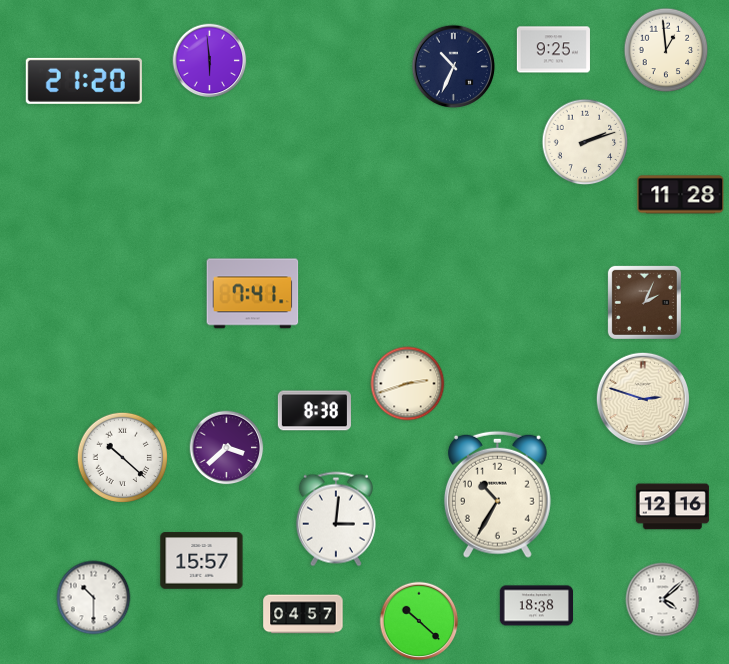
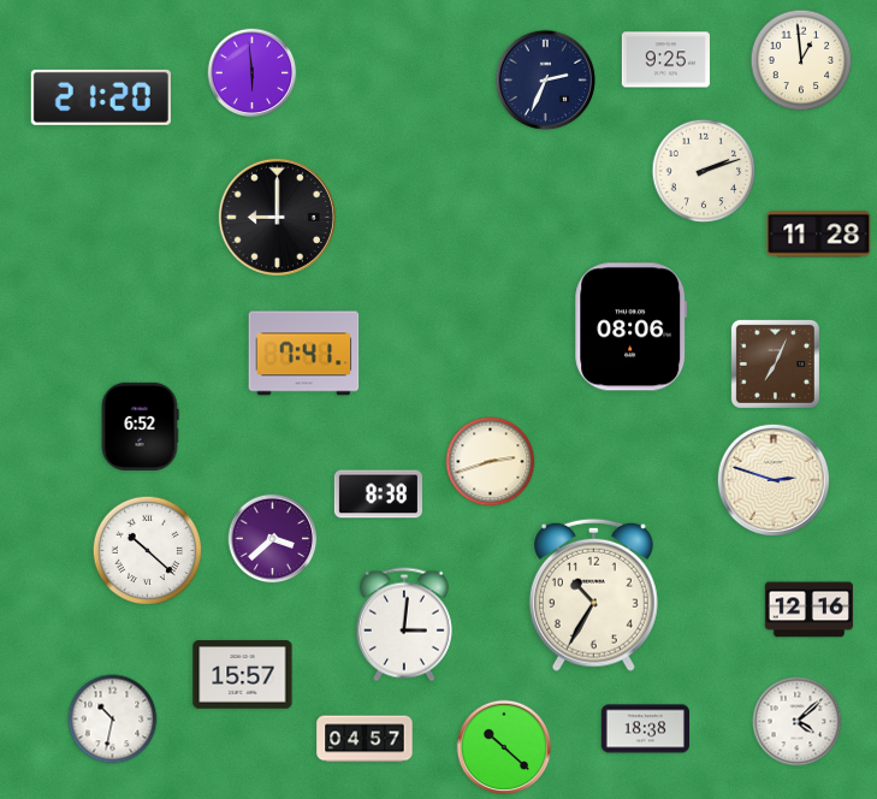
clock at (454, 67): 10:34 -> 2:34
clock at (277, 217): none -> 9:00
clock at (632, 327): none -> 08:06
clock at (644, 302): 2:04 -> 7:04
clock at (140, 426): none -> 6:52
clock at (497, 494) position: (497, 494) -> (593, 594)
clock at (94, 598): 10:30 -> 10:32
